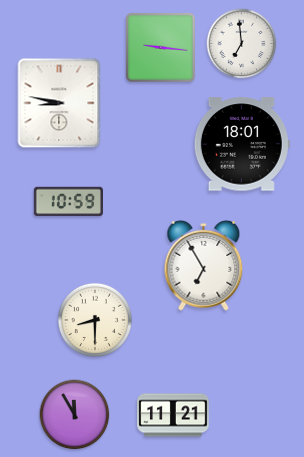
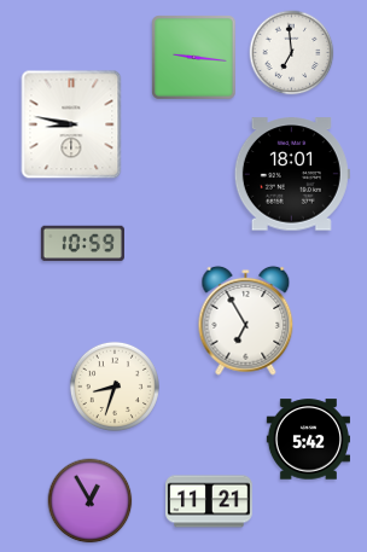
clock at (95, 320): 8:30 -> 8:33
clock at (308, 440): none -> 5:42
clock at (75, 415): 11:55 -> 12:55
